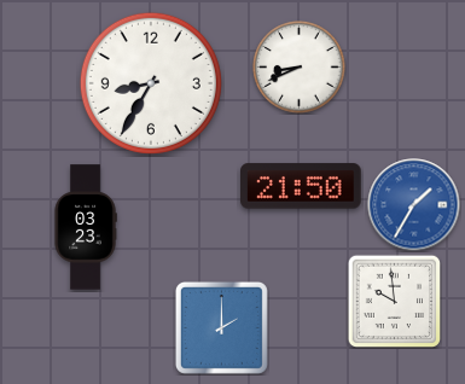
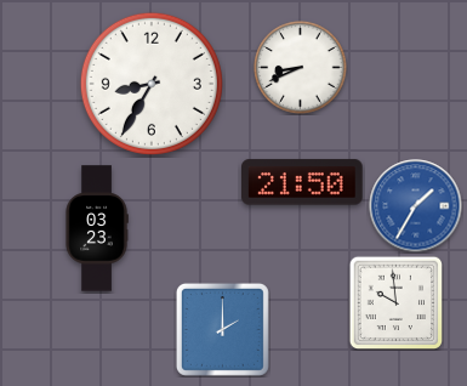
clock at (302, 186) position: (302, 186) -> (303, 182)
clock at (86, 227) position: (86, 227) -> (97, 228)
